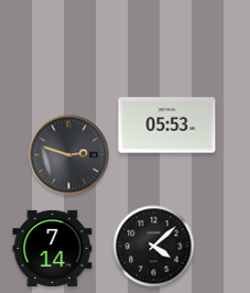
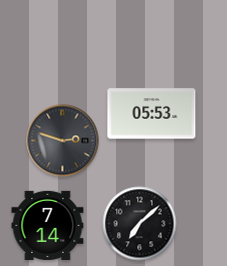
clock at (154, 247): 4:08 -> 7:08
